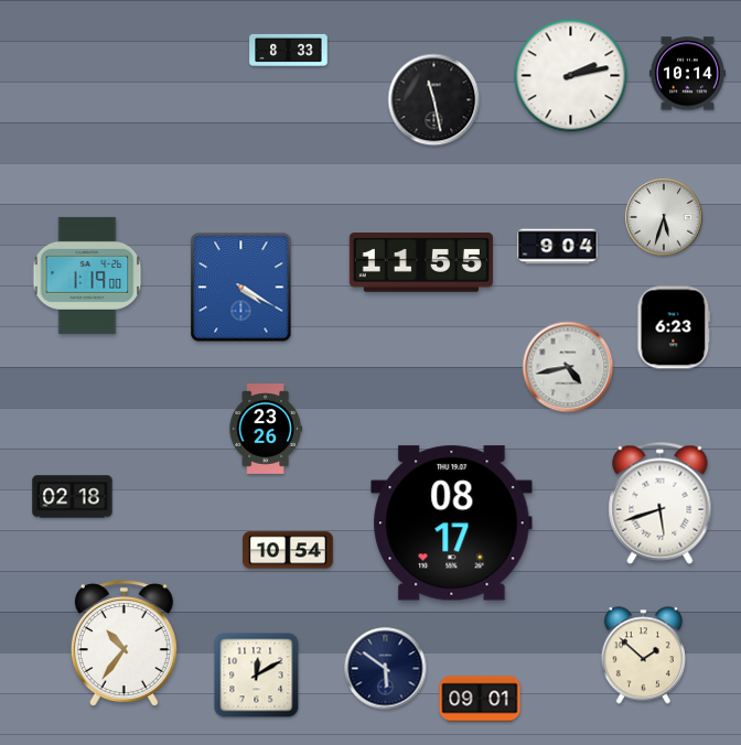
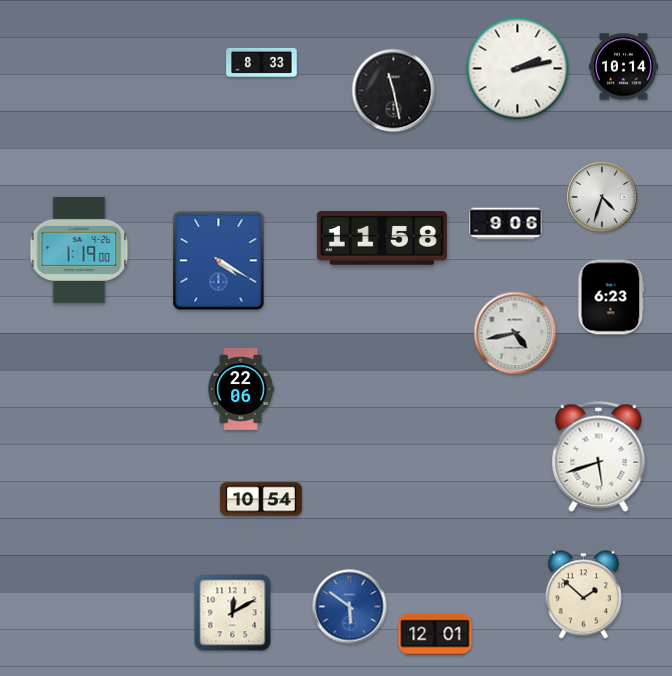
clock at (289, 50) position: (289, 50) -> (262, 62)
clock at (664, 217): 5:33 -> 4:33
clock at (558, 247): 9:04 -> 9:06
clock at (421, 262): 11:55 -> 11:58
clock at (266, 430): 23:26 -> 22:06
clock at (73, 497): 02:18 -> none
clock at (452, 523): 08:17 -> none
clock at (123, 644): 10:36 -> none
clock at (386, 669) dial: navy -> blue
clock at (480, 699): 09:01 -> 12:01
